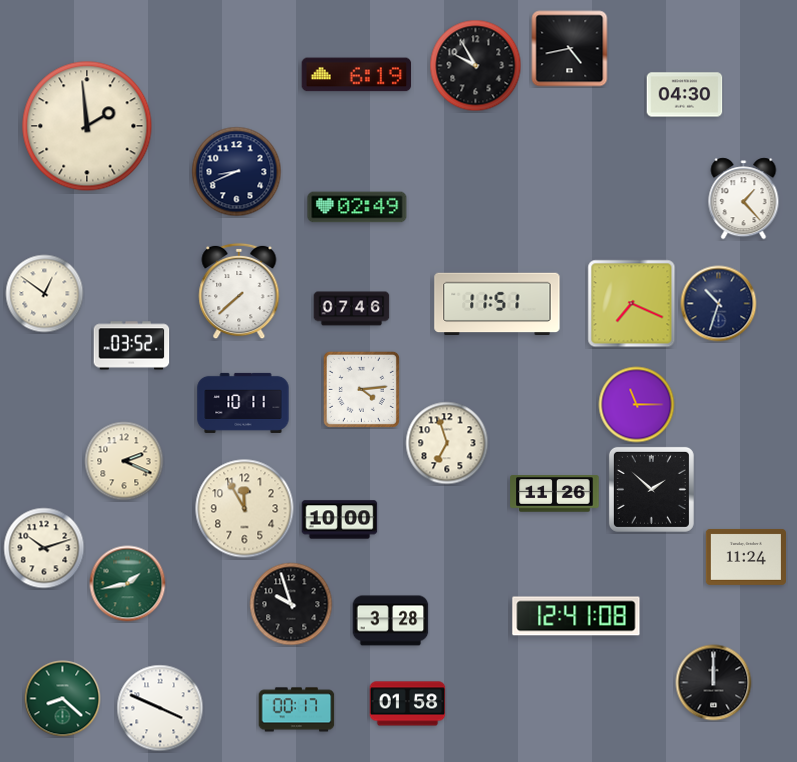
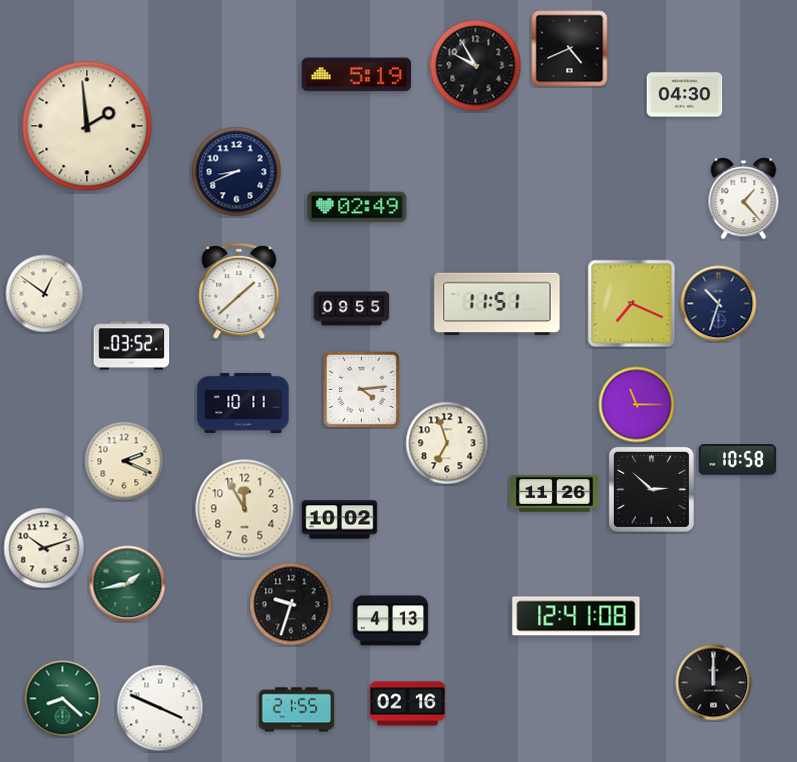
clock at (570, 49): 4:43 -> 4:41
clock at (357, 75): 6:19 -> 5:19
clock at (239, 291): 7:38 -> 1:38
clock at (352, 309): 07:46 -> 09:55
clock at (738, 460): none -> 10:58
clock at (651, 489): 1:52 -> 2:52
clock at (340, 520): 10:00 -> 10:02
clock at (746, 557): 11:24 -> none
clock at (291, 604): 9:57 -> 9:33
clock at (391, 621): 3:28 -> 4:13
clock at (408, 704): 01:58 -> 02:16
clock at (297, 710): 00:17 -> 21:55
